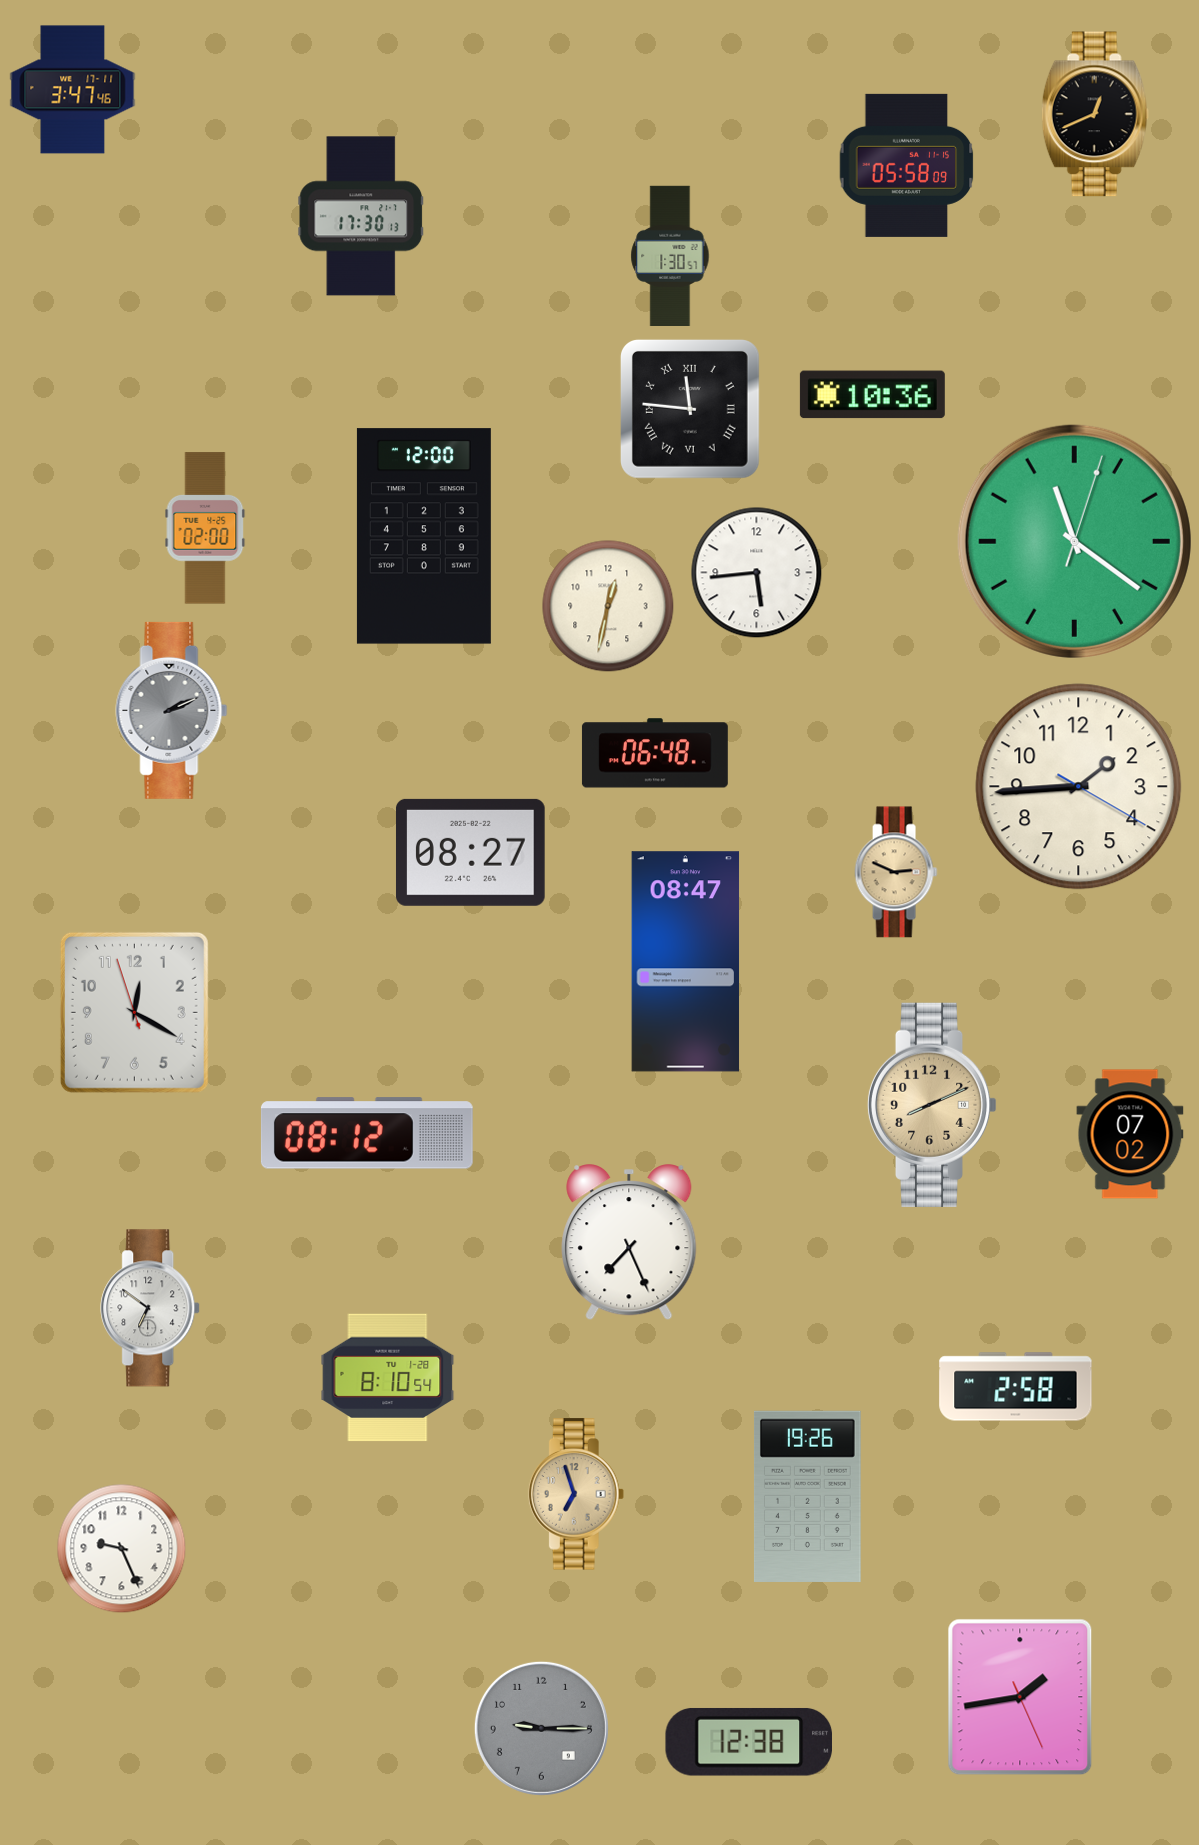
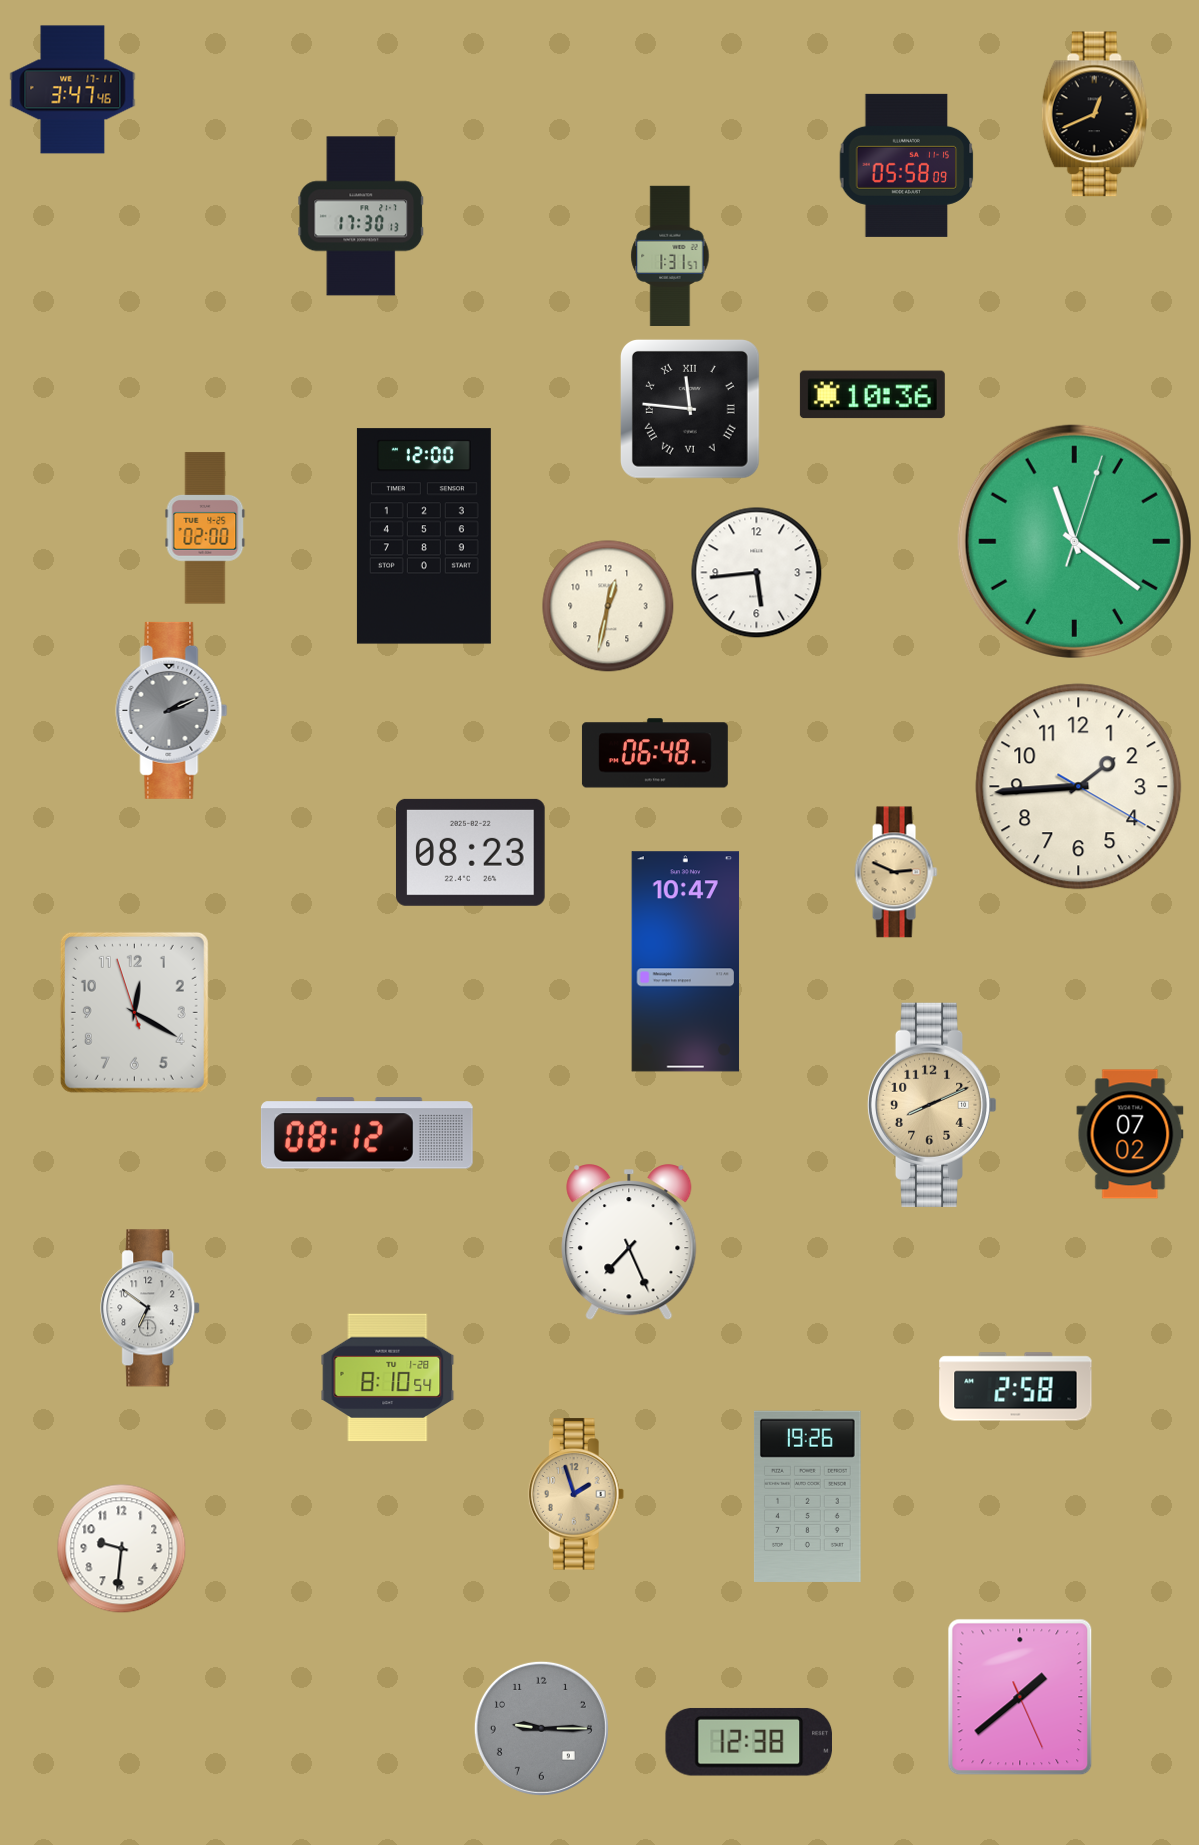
clock at (670, 255): 1:30 -> 1:31
clock at (470, 852): 08:27 -> 08:23
clock at (686, 962): 08:47 -> 10:47
clock at (576, 1494): 6:57 -> 1:57
clock at (122, 1549): 9:26 -> 9:31
clock at (1020, 1697): 1:43 -> 1:38
